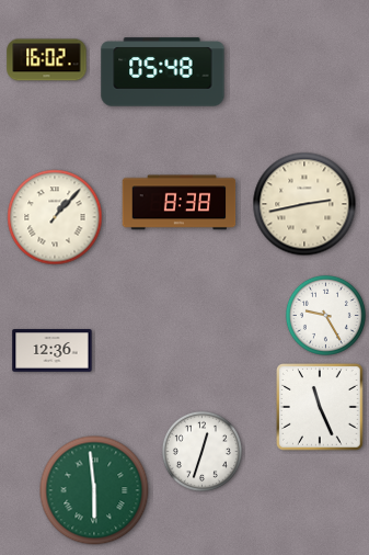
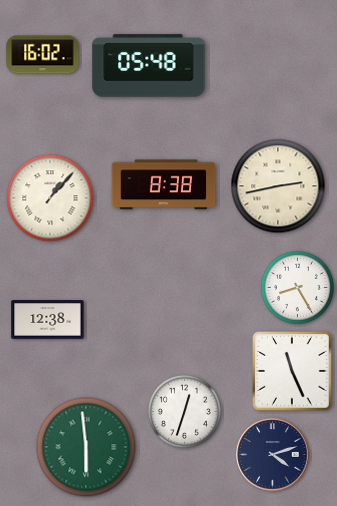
clock at (325, 315): 9:25 -> 8:25
clock at (53, 351): 12:36 -> 12:38
clock at (273, 455): none -> 4:12
